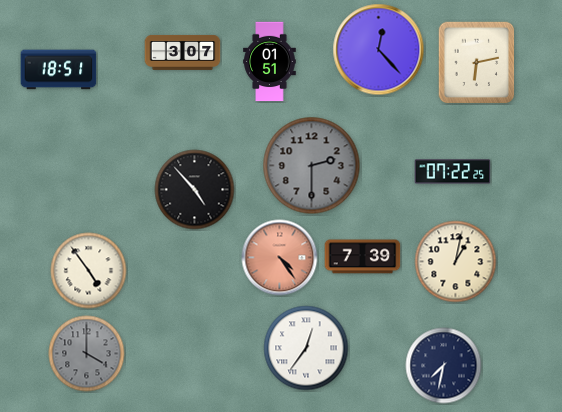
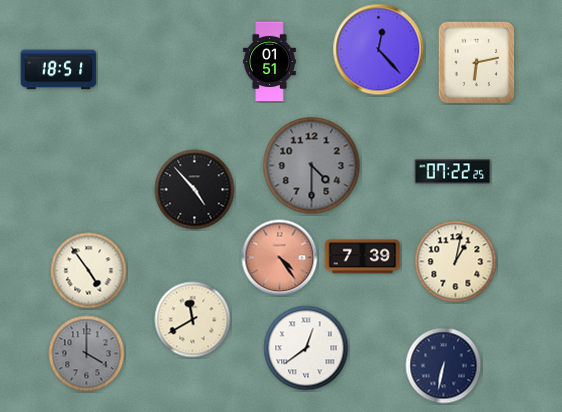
clock at (183, 52): 3:07 -> none
clock at (312, 166): 2:30 -> 4:30
clock at (193, 320): none -> 11:40
clock at (306, 348): 12:36 -> 12:39
clock at (444, 366): 7:32 -> 6:32
